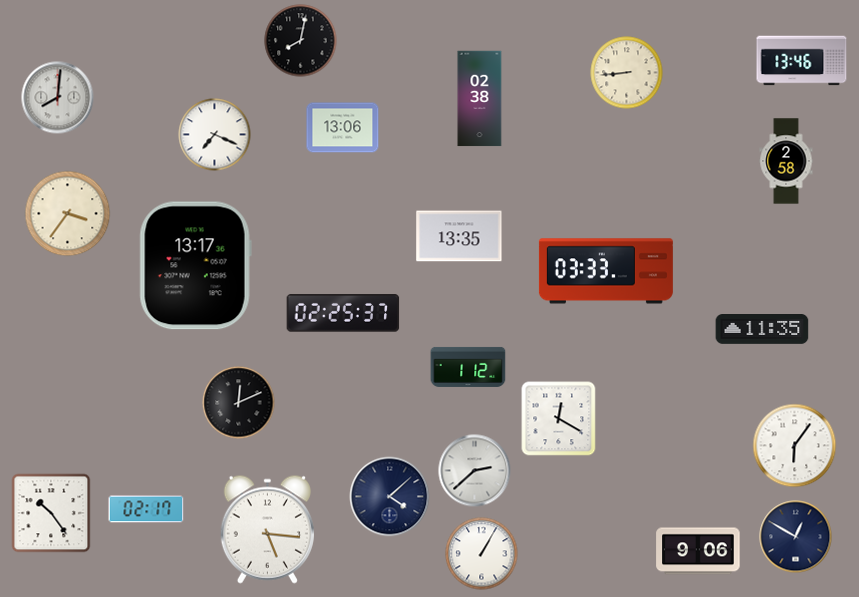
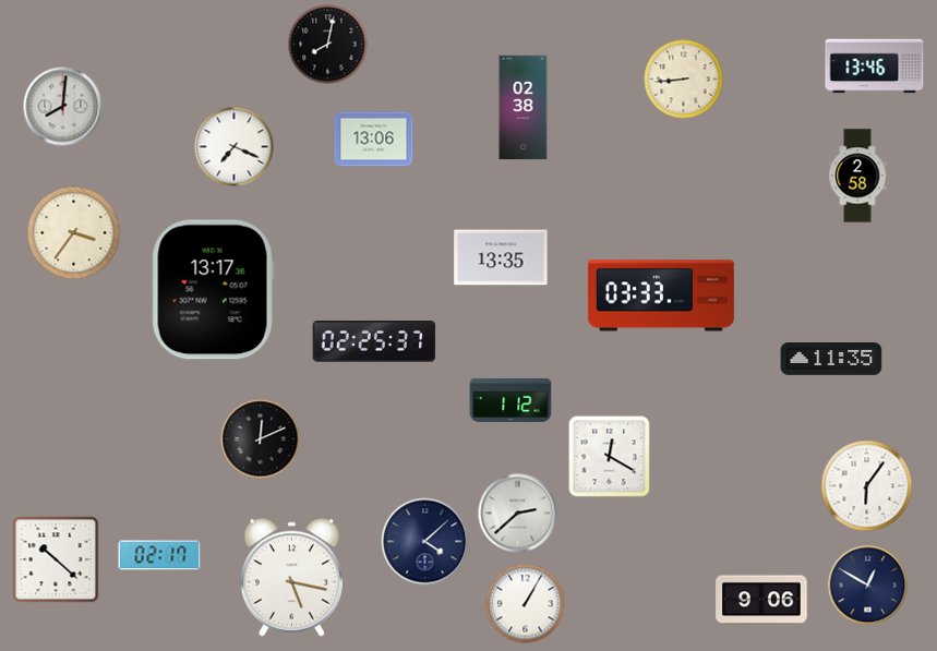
clock at (51, 513): 10:24 -> 10:22
clock at (267, 529): 5:16 -> 5:17
